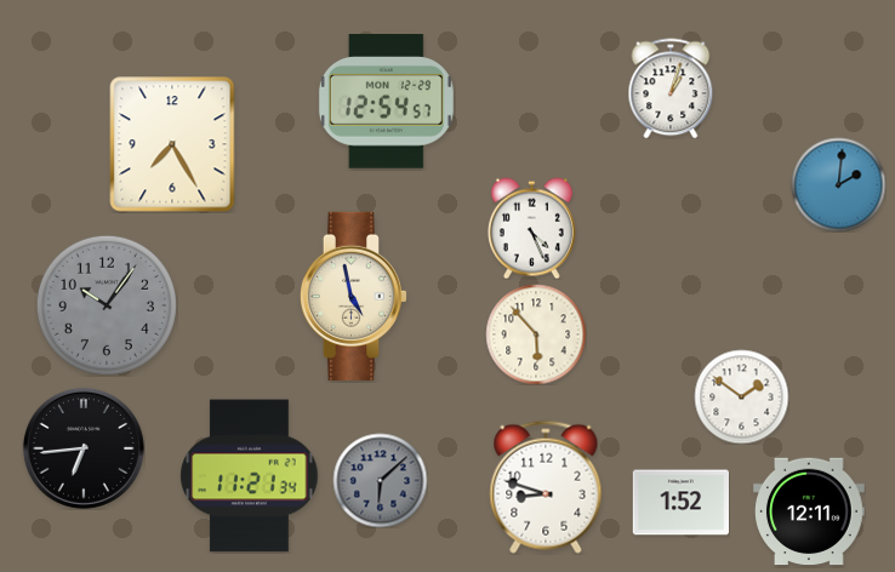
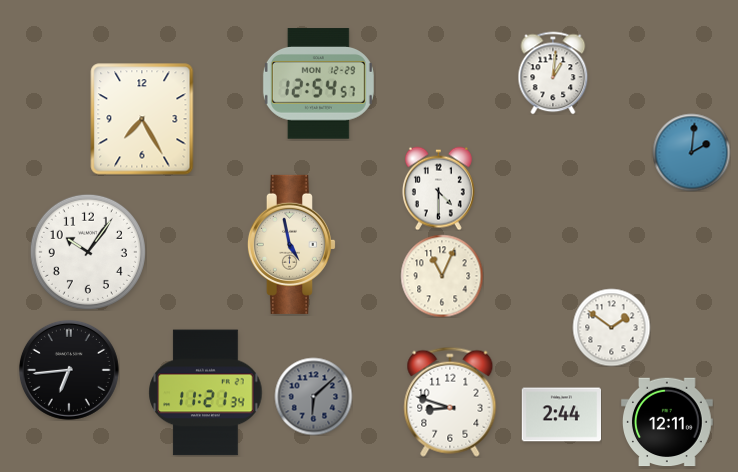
clock at (671, 88): 1:03 -> 1:01
clock at (531, 228): 4:26 -> 4:30
clock at (107, 305) dial: grey -> white
clock at (536, 334): 5:53 -> 11:04
clock at (680, 503): 1:52 -> 2:44
